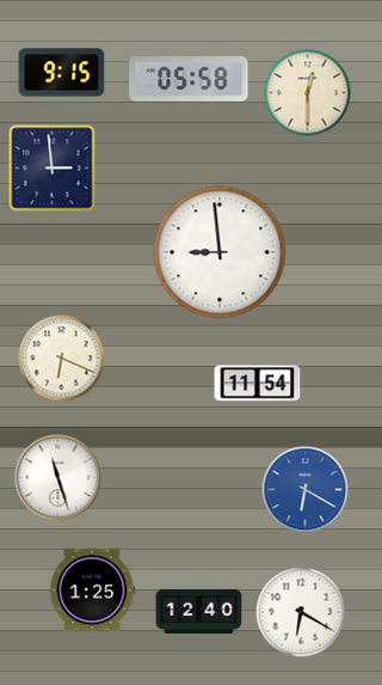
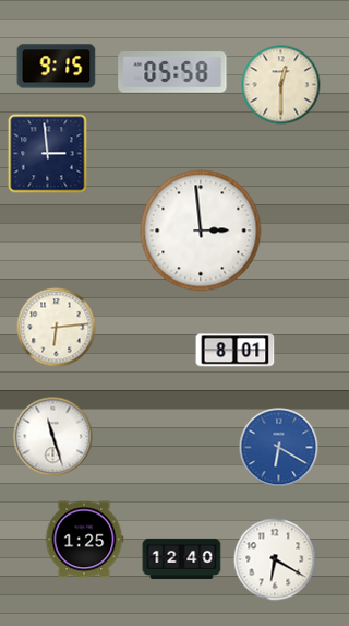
clock at (220, 252): 8:59 -> 2:59
clock at (62, 359): 6:19 -> 6:14
clock at (258, 384): 11:54 -> 8:01
